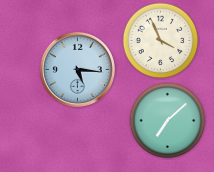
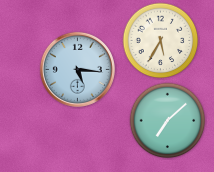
clock at (161, 41): 3:56 -> 5:35
